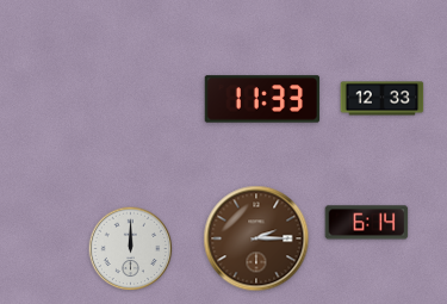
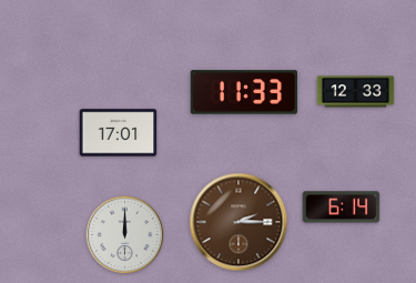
clock at (119, 133): none -> 17:01
clock at (131, 249) position: (131, 249) -> (125, 235)
